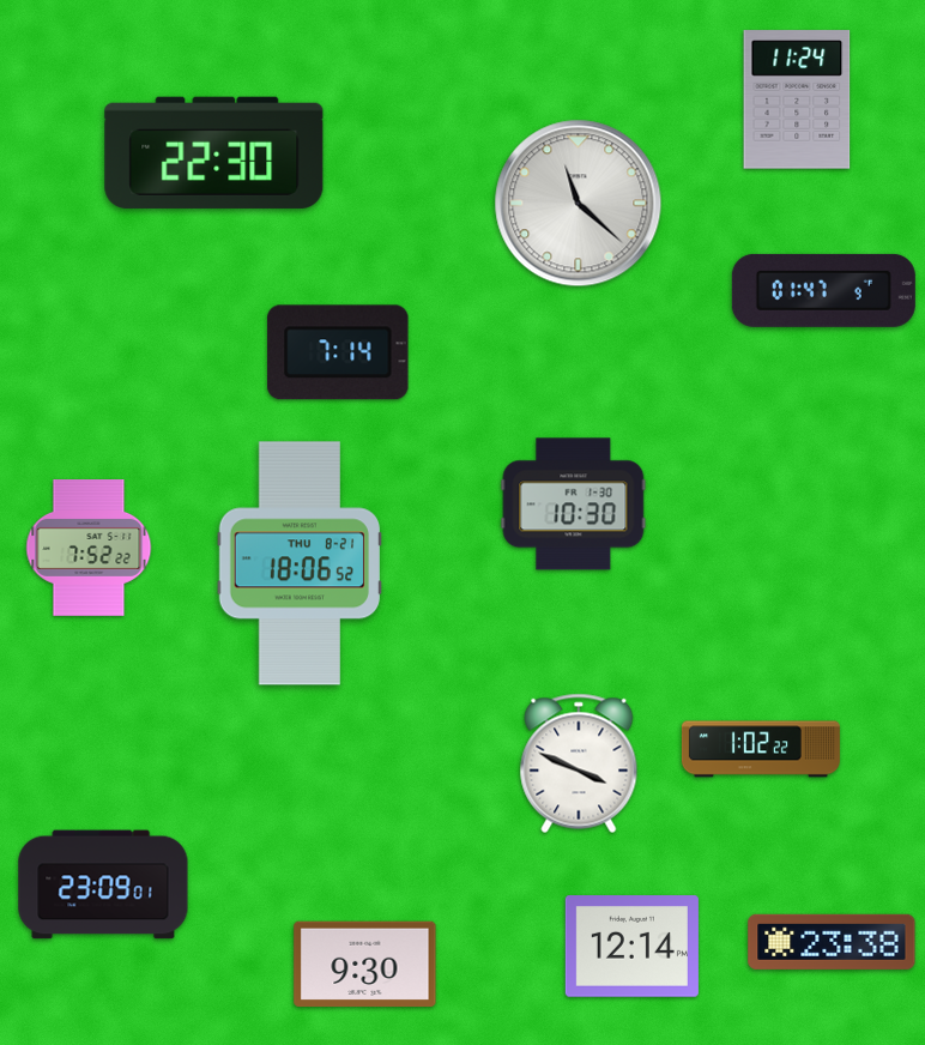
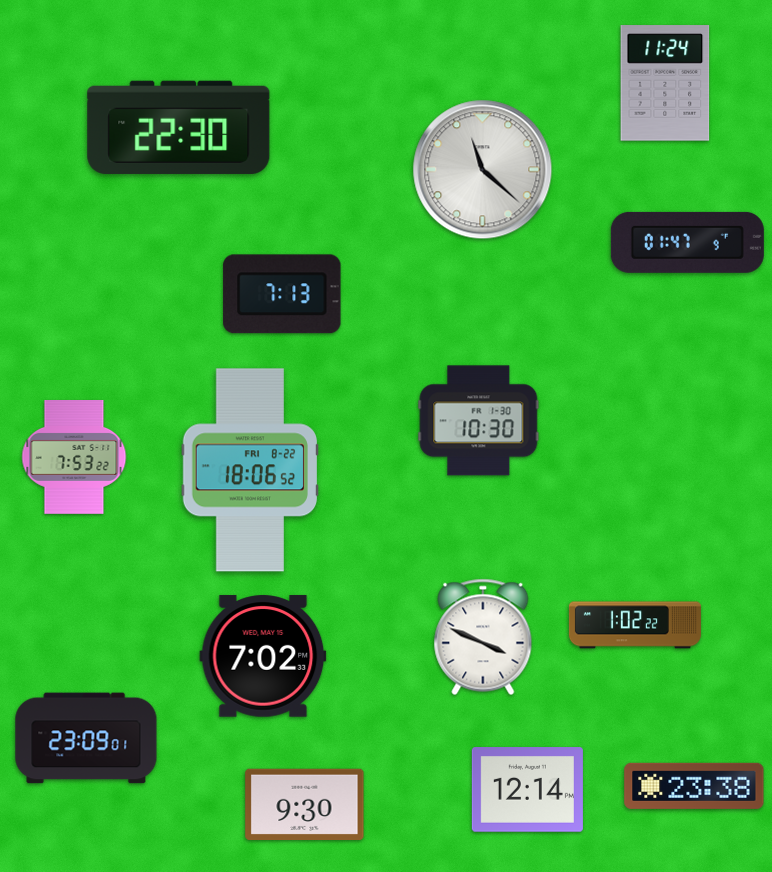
clock at (338, 352): 7:14 -> 7:13
clock at (89, 549): 7:52 -> 7:53
clock at (298, 563) date: THU 8-21 -> FRI 8-22
clock at (263, 656): none -> 7:02
